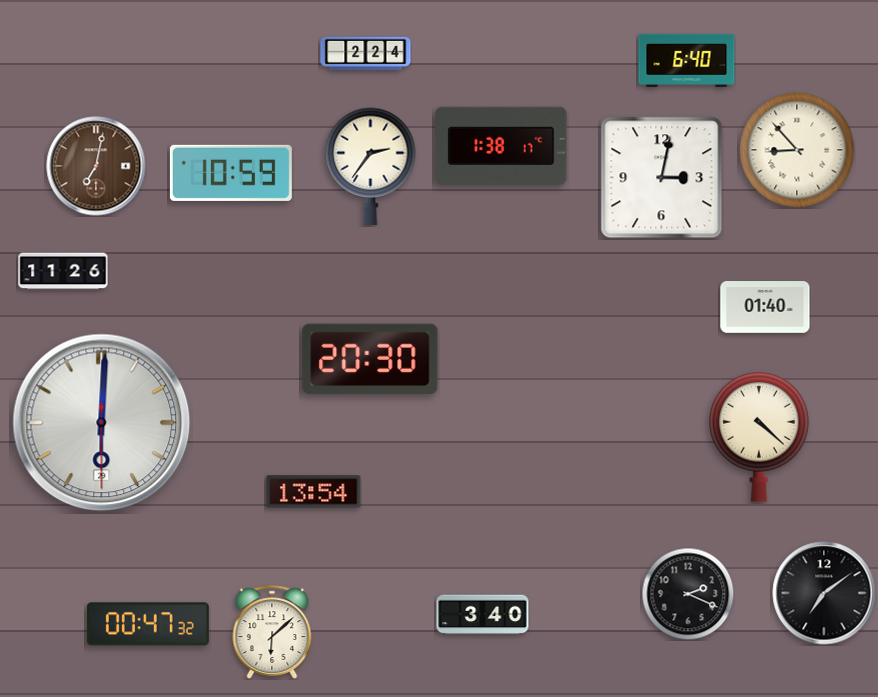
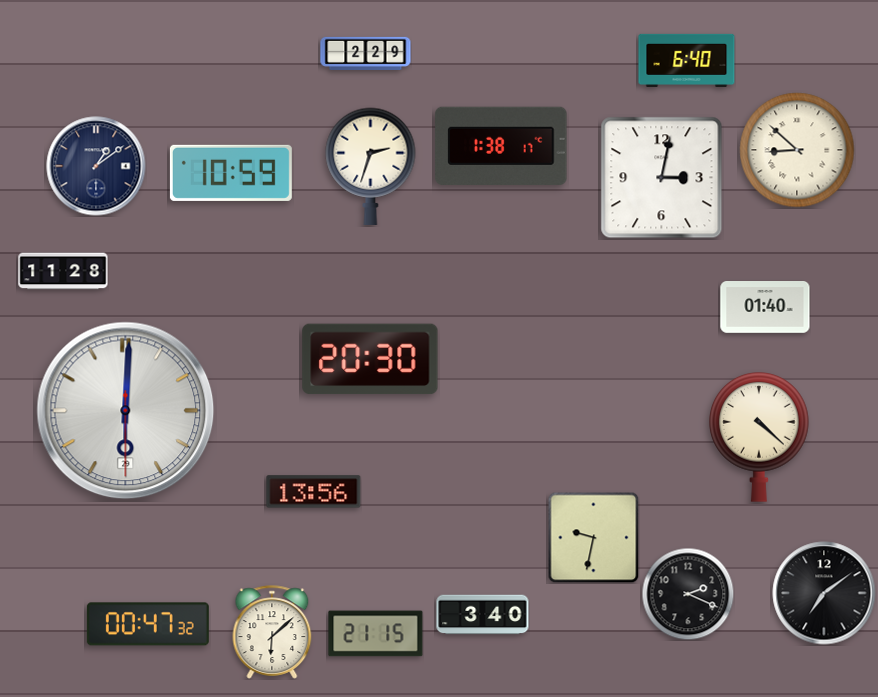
clock at (366, 53): 2:24 -> 2:29
clock at (797, 150): 8:53 -> 8:52
clock at (96, 166): 7:02 -> 1:09
clock at (96, 166) dial: brown -> navy
clock at (371, 166): 2:36 -> 2:33
clock at (63, 271): 11:26 -> 11:28
clock at (102, 423) position: (102, 423) -> (126, 411)
clock at (314, 492): 13:54 -> 13:56
clock at (593, 537): none -> 9:32
clock at (376, 634): none -> 21:15
